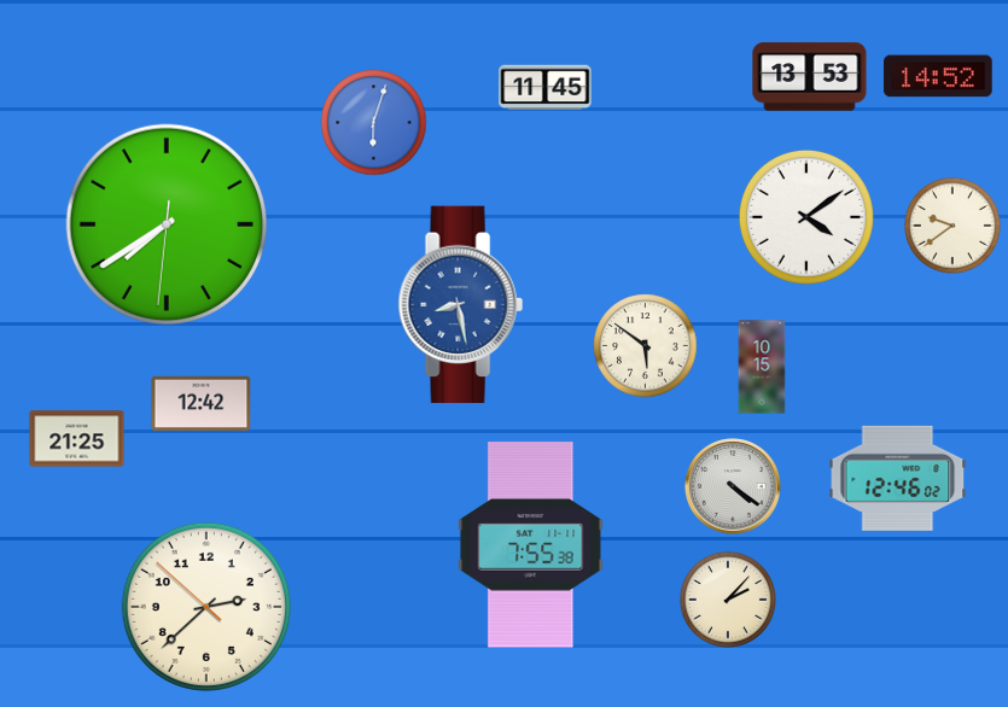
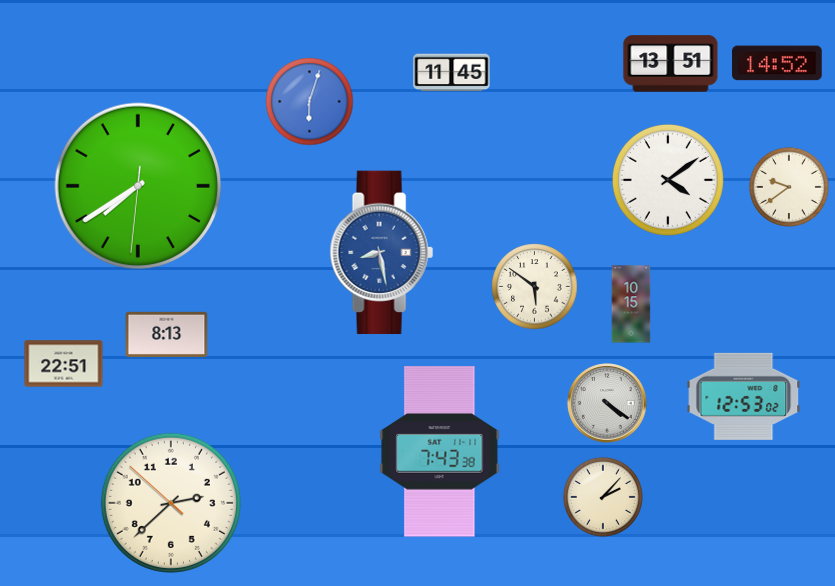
clock at (810, 77): 13:53 -> 13:51
clock at (202, 403): 12:42 -> 8:13
clock at (77, 439): 21:25 -> 22:51
clock at (898, 478): 12:46 -> 12:53
clock at (531, 545): 7:55 -> 7:43
